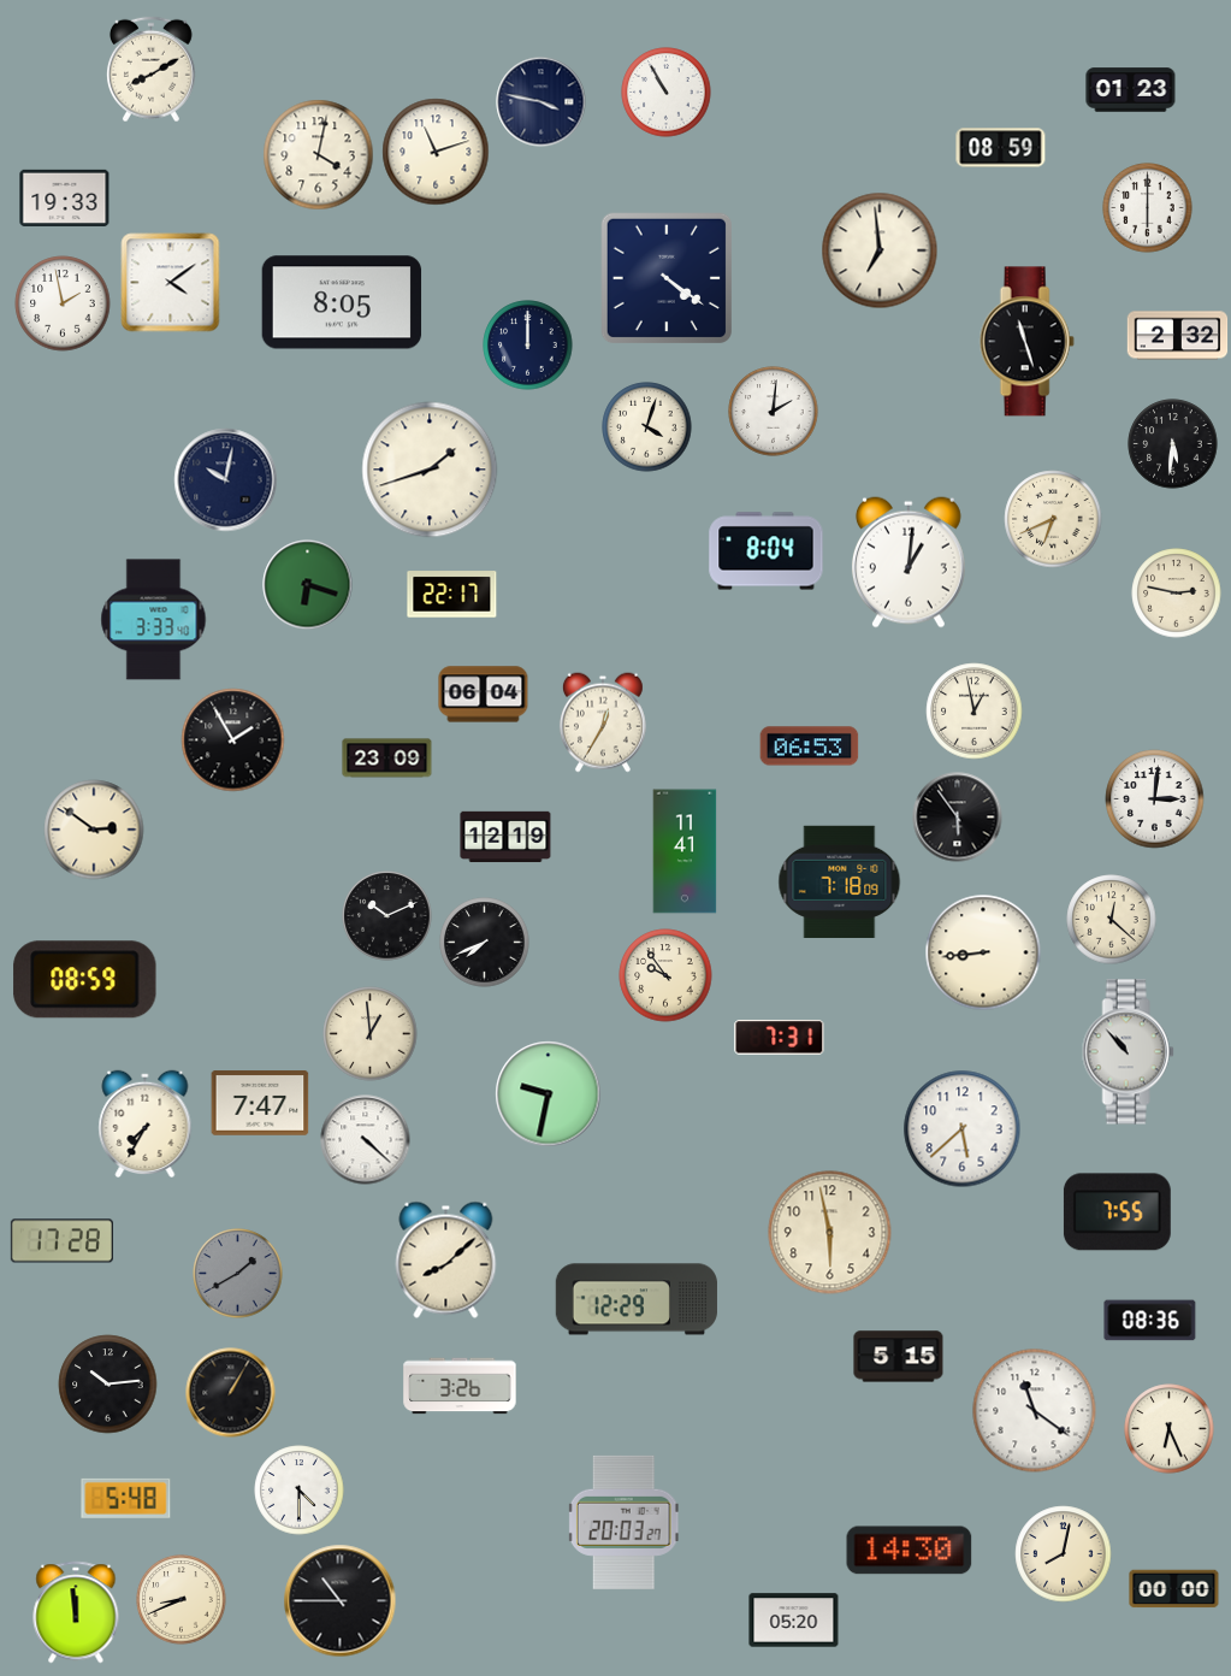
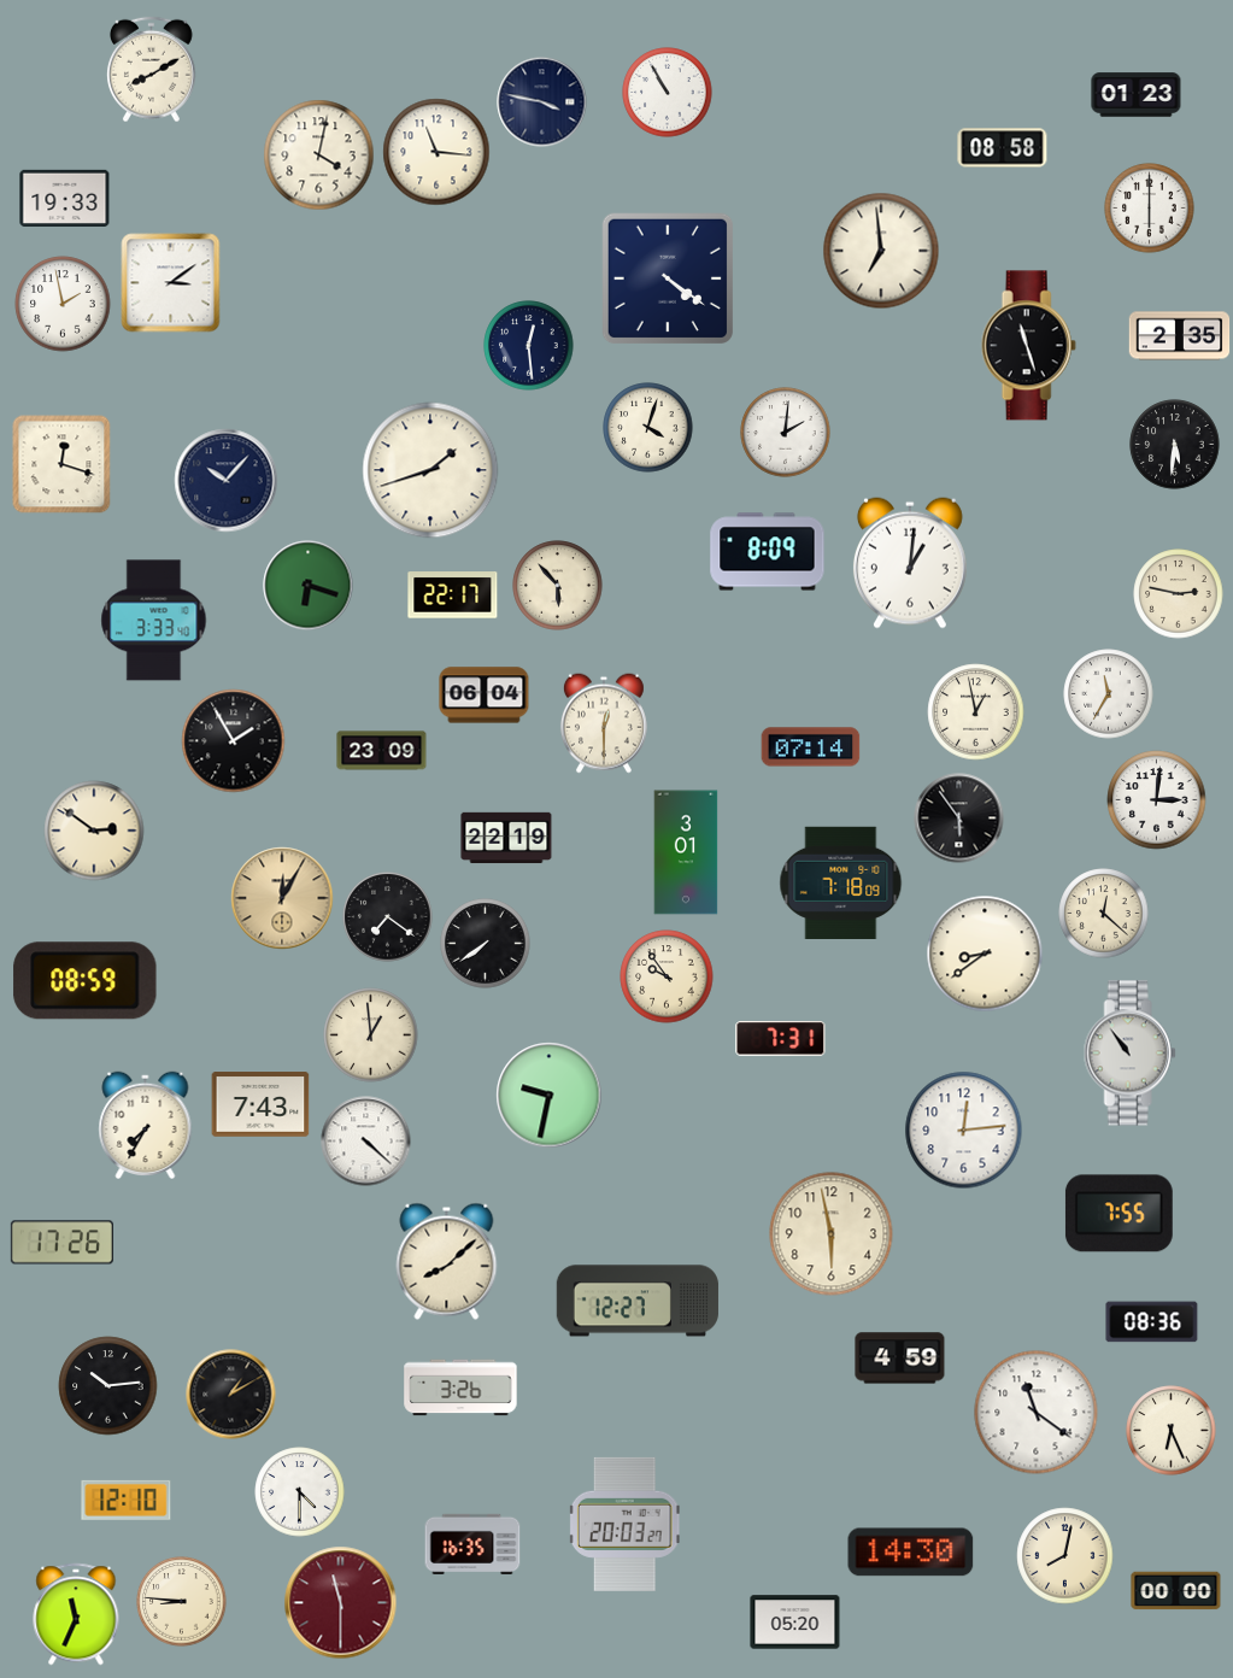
clock at (1131, 90) position: (1131, 90) -> (1137, 95)
clock at (1001, 148): 08:59 -> 08:58
clock at (436, 152): 11:12 -> 11:16
clock at (171, 283): 4:09 -> 3:09
clock at (342, 302): 8:05 -> none
clock at (1178, 336): 2:32 -> 2:35
clock at (1026, 342) position: (1026, 342) -> (1028, 346)
clock at (528, 346): 12:00 -> 12:29
clock at (774, 412) position: (774, 412) -> (786, 433)
clock at (61, 464): none -> 12:18
clock at (226, 480): 10:02 -> 10:07
clock at (1053, 519): 6:41 -> none
clock at (767, 551): 8:04 -> 8:09
clock at (558, 586): none -> 5:53
clock at (1109, 694): none -> 11:35
clock at (603, 722): 12:35 -> 12:30
clock at (810, 746): 06:53 -> 07:14
clock at (387, 759) position: (387, 759) -> (382, 751)
clock at (505, 837): 12:19 -> 22:19
clock at (685, 851): 11:41 -> 3:01
clock at (282, 898): none -> 12:05
clock at (387, 916): 10:11 -> 7:21
clock at (1112, 920) position: (1112, 920) -> (1104, 914)
clock at (485, 943): 7:41 -> 7:39
clock at (983, 952): 8:44 -> 8:39
clock at (1128, 1052): 10:53 -> 10:54
clock at (260, 1103): 7:47 -> 7:43
clock at (963, 1129): 5:38 -> 12:14
clock at (61, 1241): 17:28 -> 17:26
clock at (238, 1274): 1:40 -> none
clock at (637, 1299): 12:29 -> 12:27
clock at (899, 1357): 5:15 -> 4:59
clock at (231, 1393): 1:05 -> 1:10
clock at (126, 1498): 5:48 -> 12:10
clock at (472, 1543): none -> 16:35
clock at (182, 1600): 8:41 -> 8:46
clock at (341, 1601): 10:45 -> 11:30
clock at (341, 1601) dial: black -> burgundy
clock at (76, 1612): 11:59 -> 11:34
